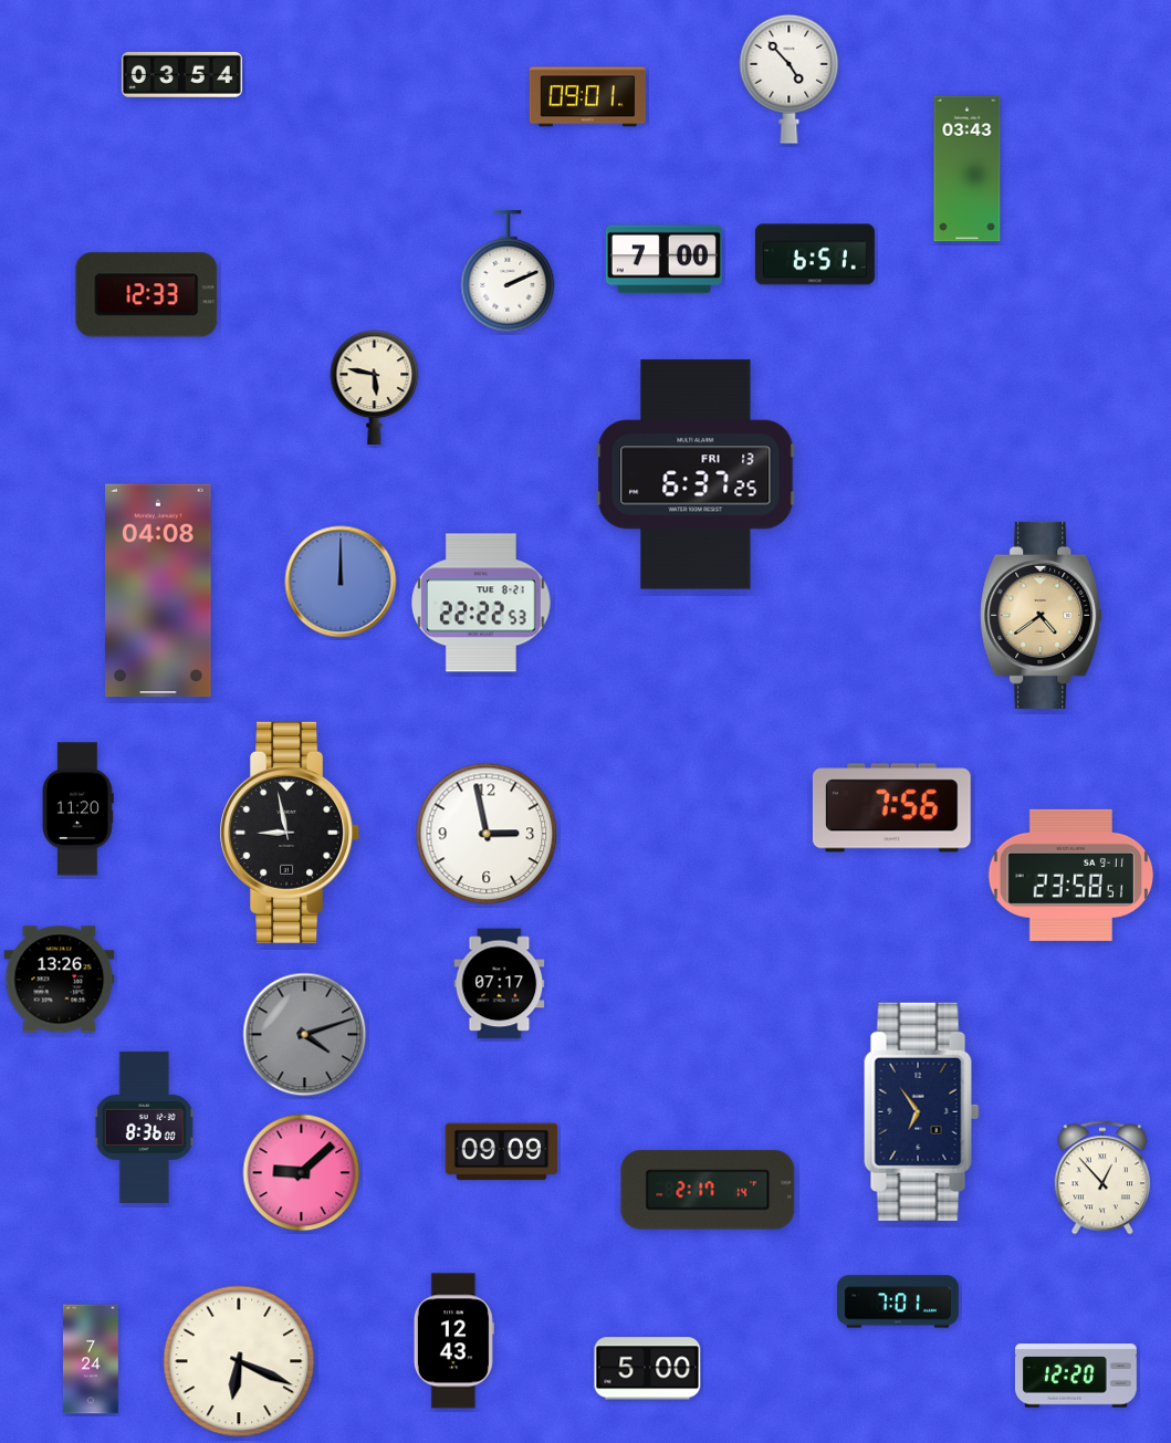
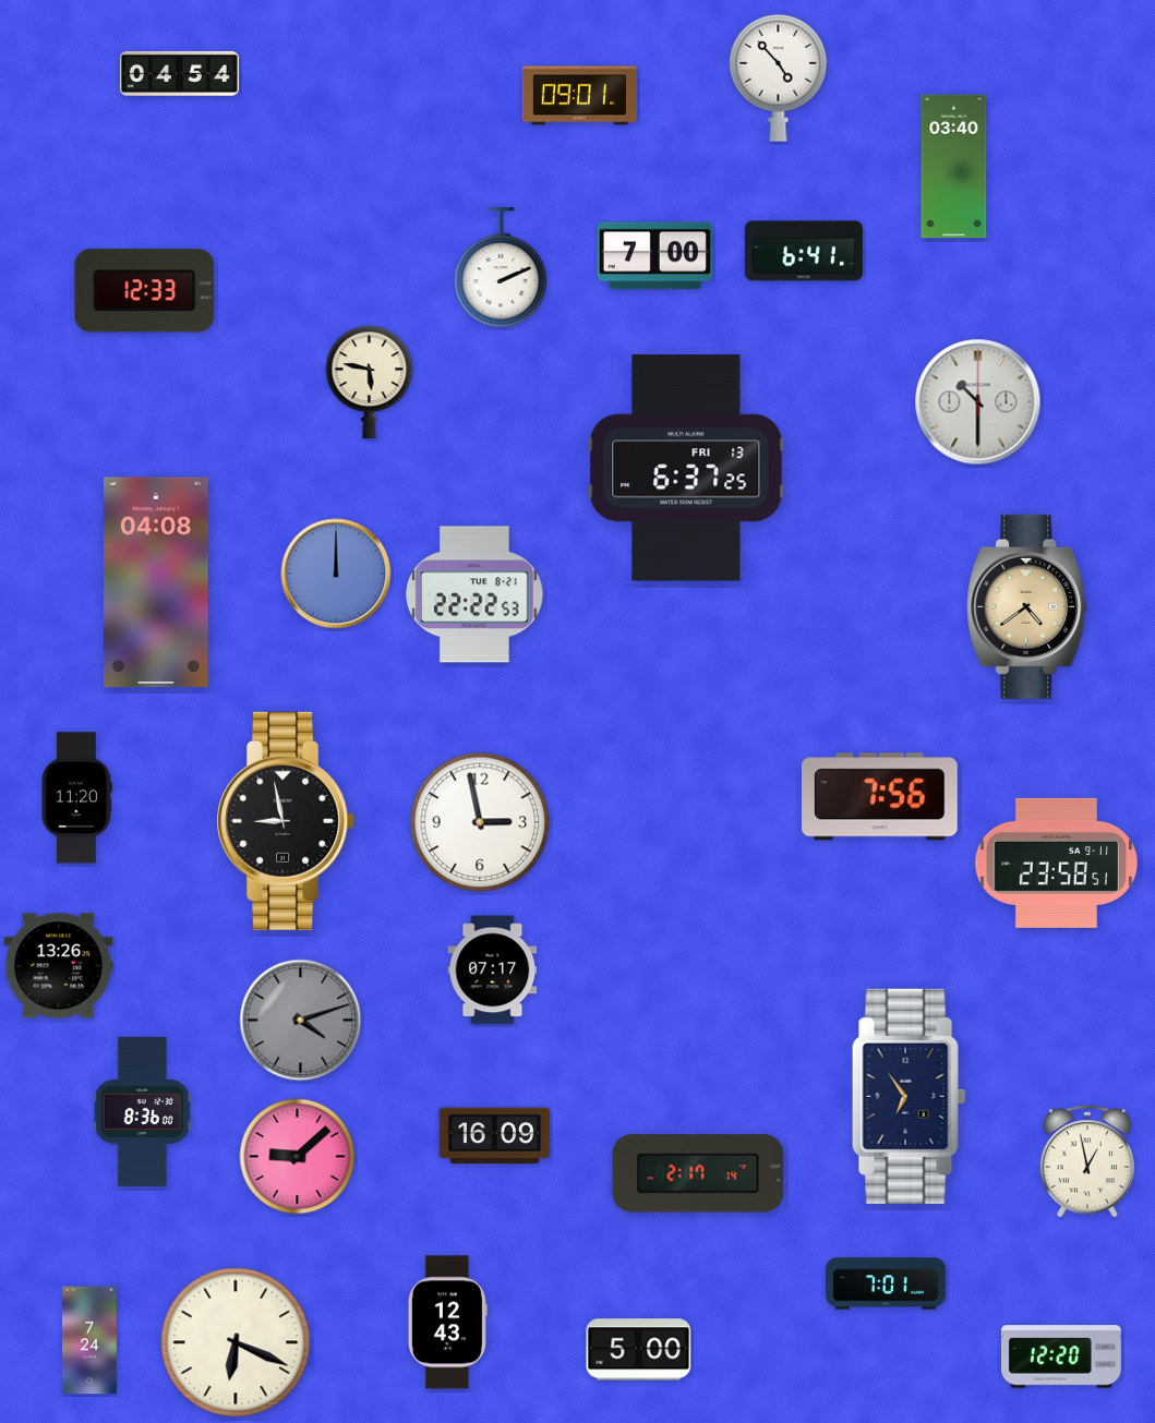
clock at (181, 74): 03:54 -> 04:54
clock at (968, 169): 03:43 -> 03:40
clock at (815, 254): 6:51 -> 6:41
clock at (978, 402): none -> 10:30
clock at (502, 1152): 09:09 -> 16:09
clock at (1102, 1178): 12:53 -> 12:58
